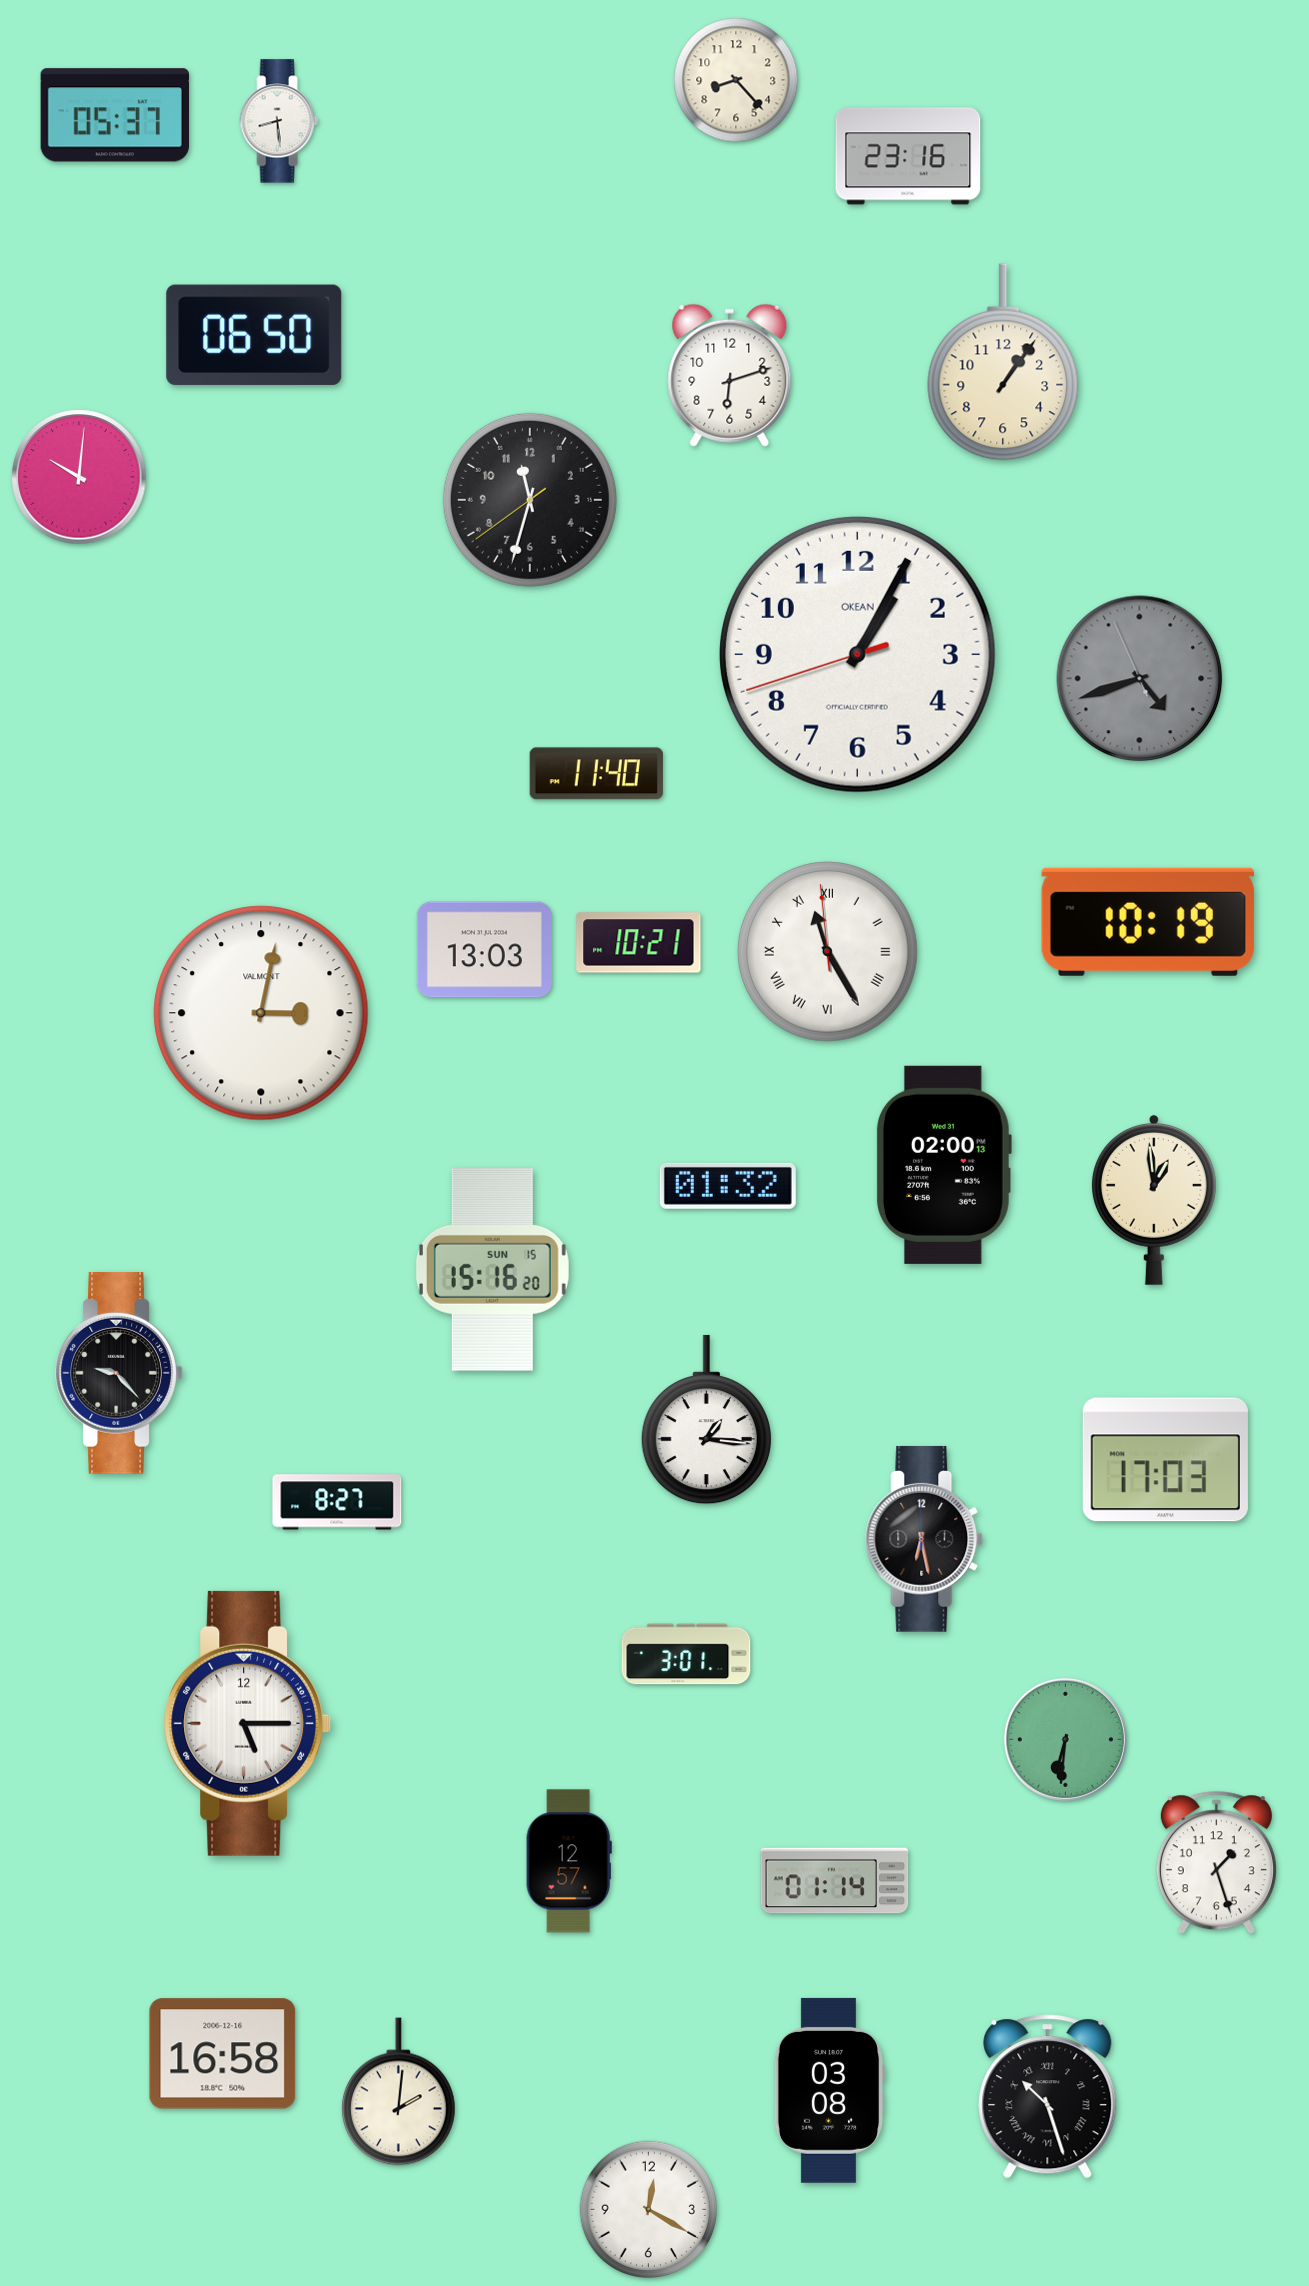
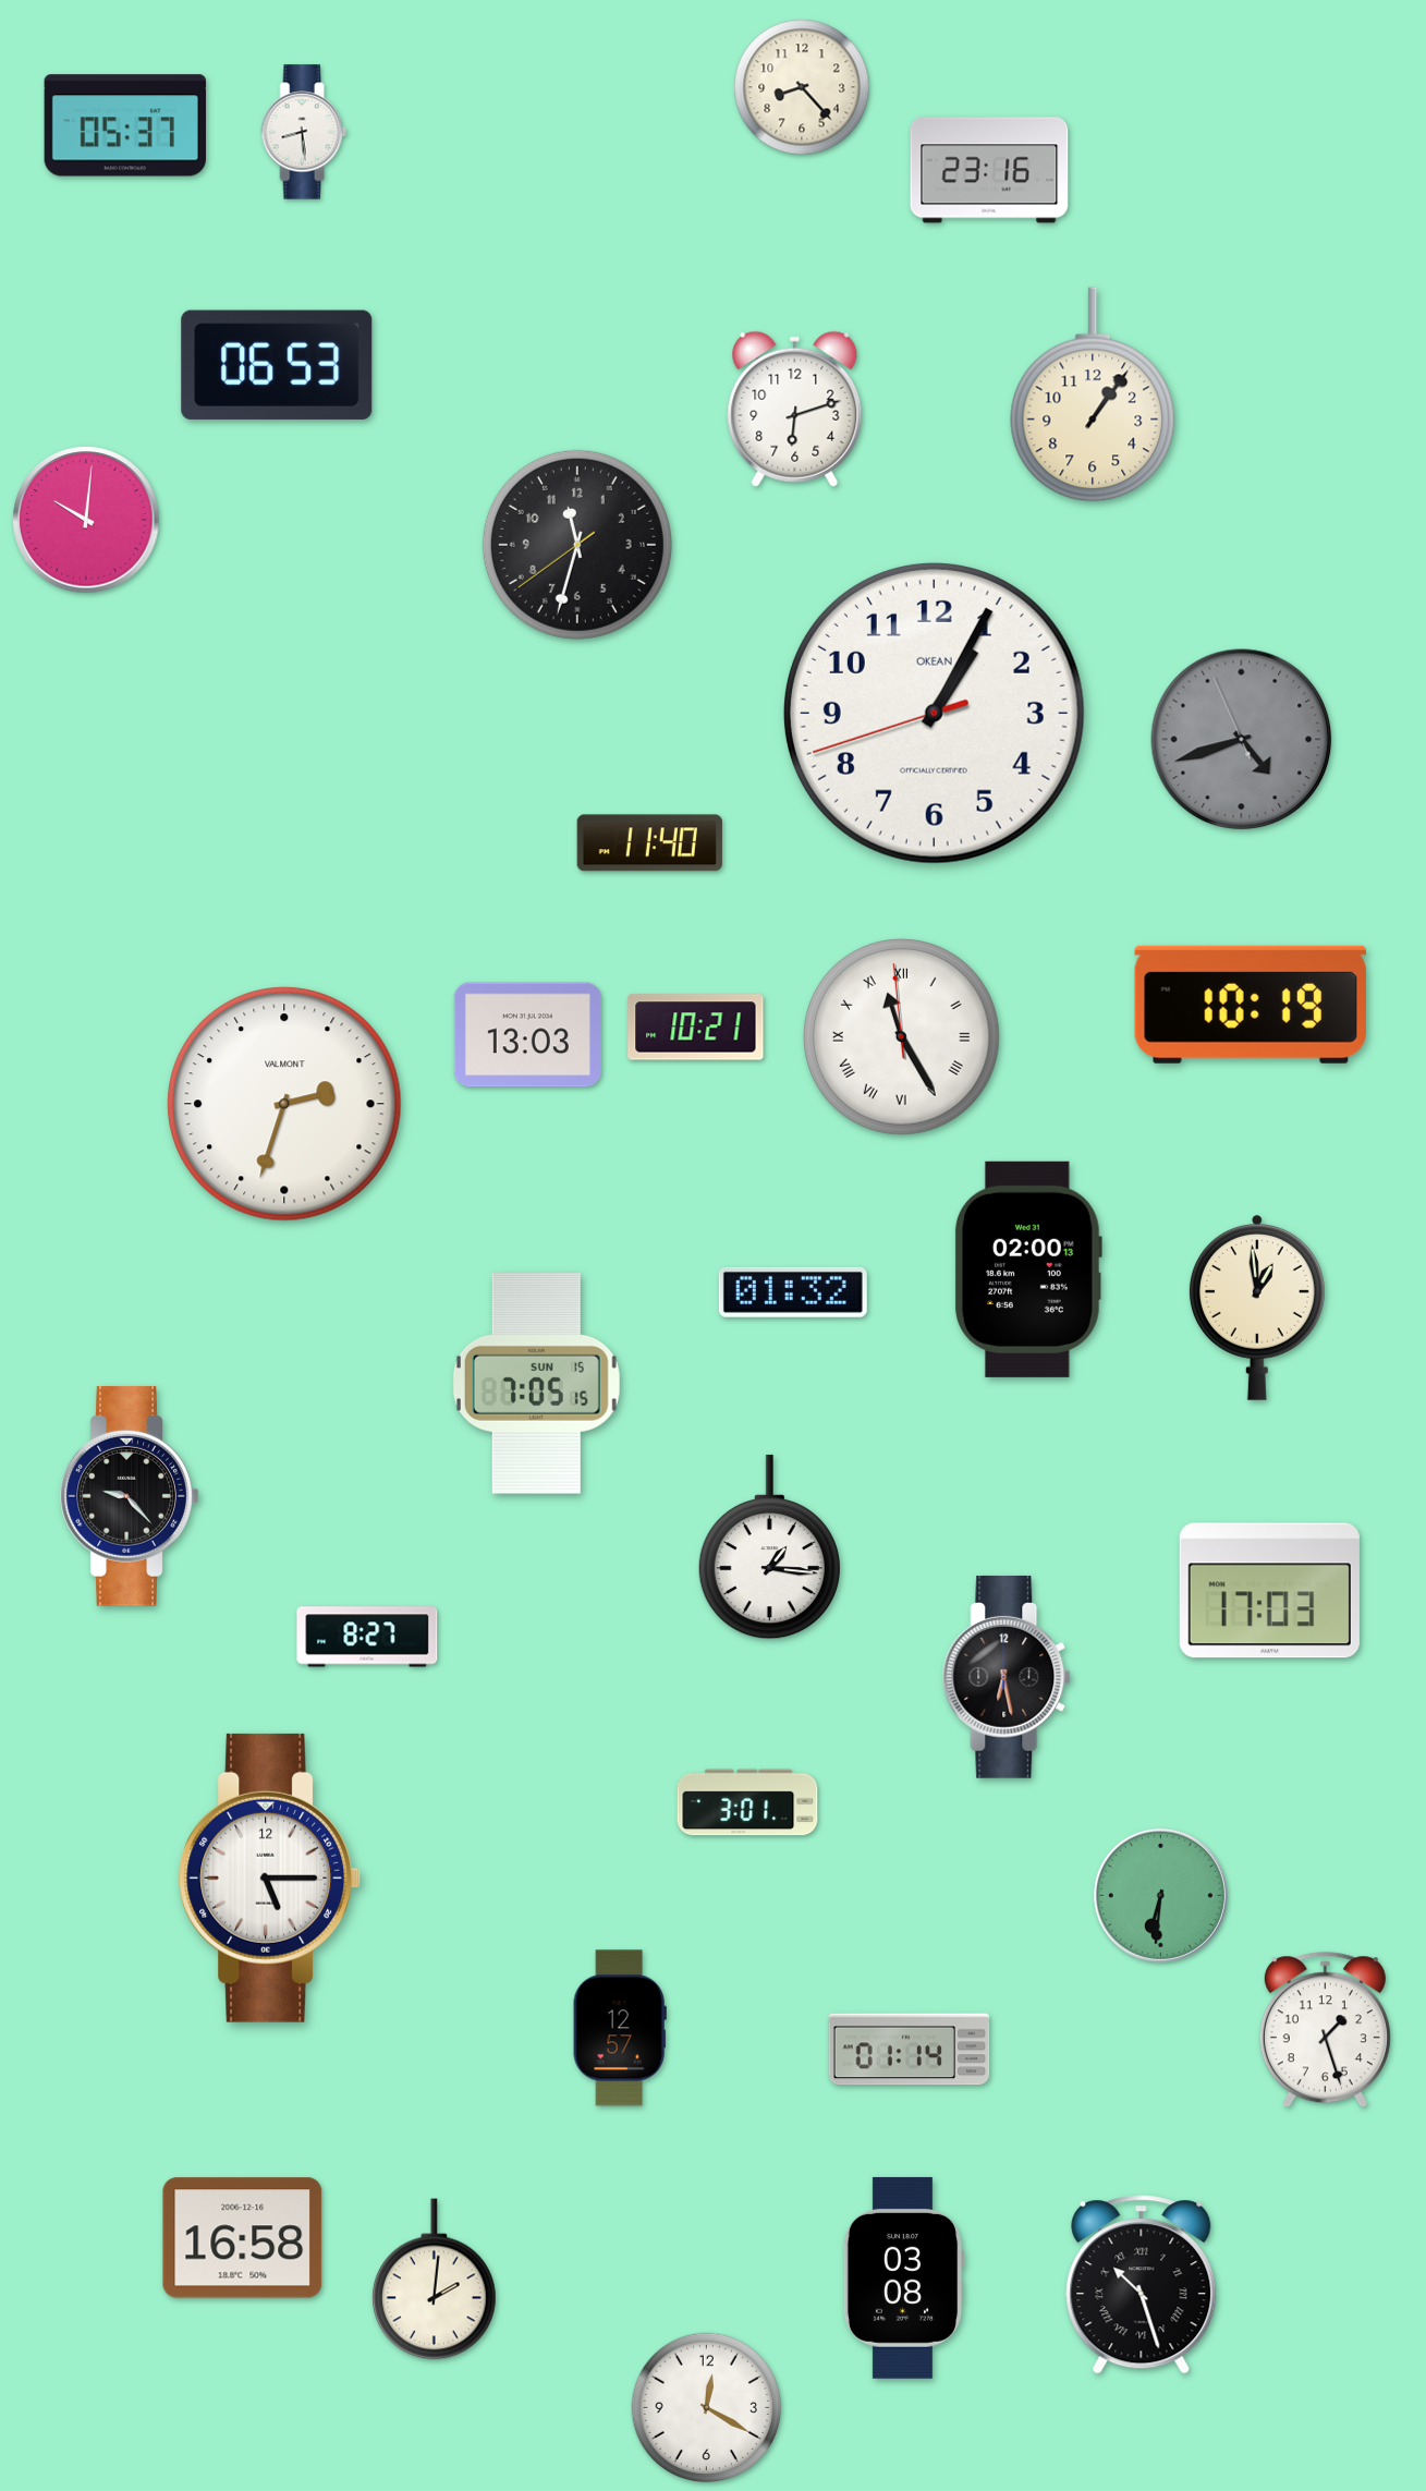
clock at (254, 335): 06:50 -> 06:53
clock at (261, 1013): 3:02 -> 2:33
clock at (492, 1270): 15:16 -> 7:05
